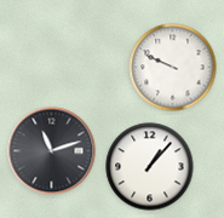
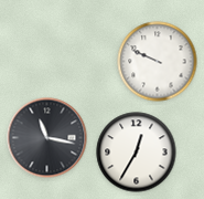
clock at (52, 151): 11:12 -> 11:17
clock at (150, 167): 1:07 -> 12:35
